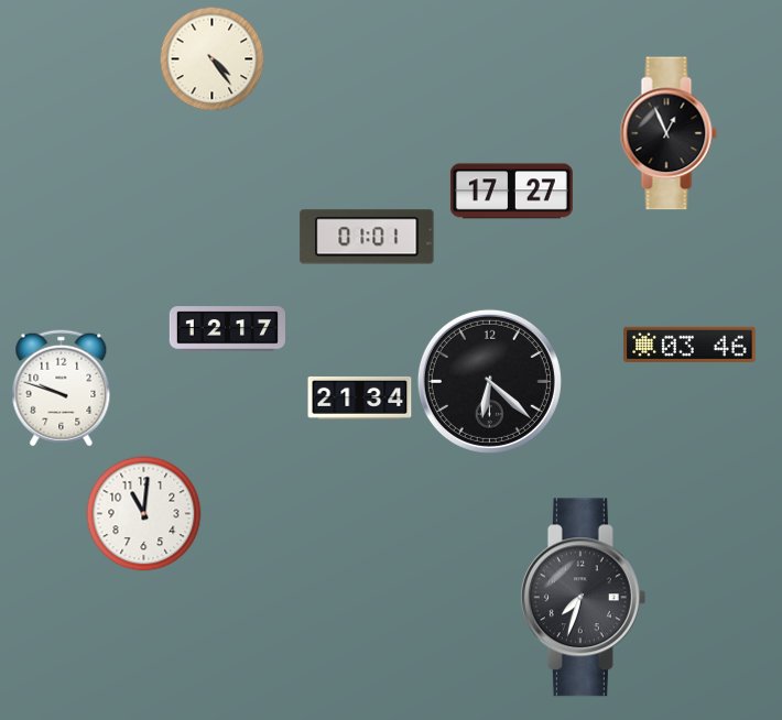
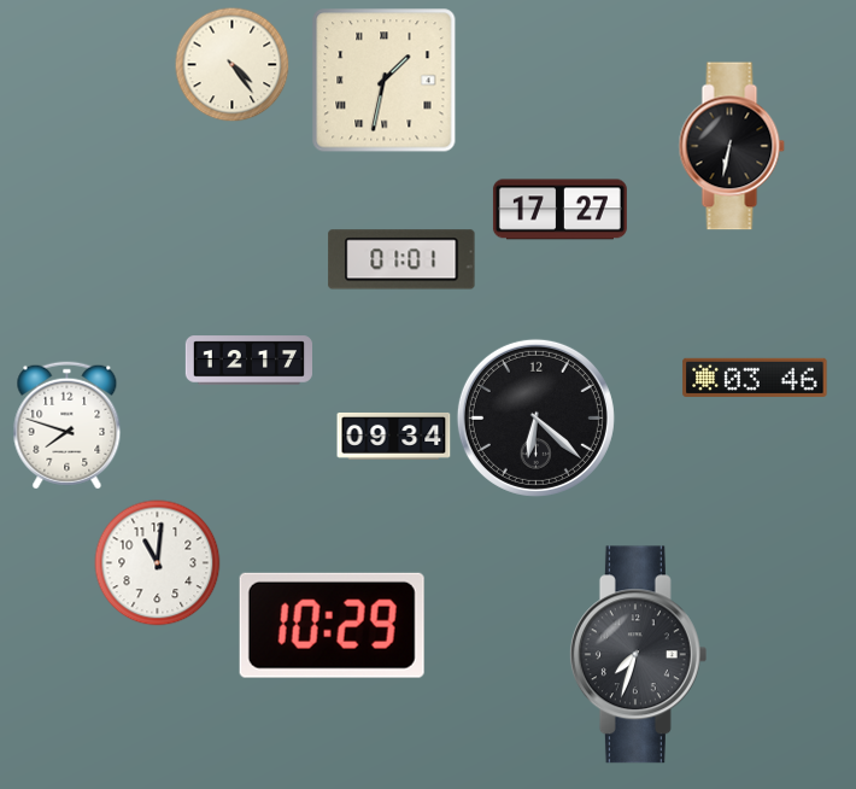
clock at (385, 81): none -> 1:32
clock at (669, 133): 12:56 -> 6:32
clock at (62, 389): 9:48 -> 7:48
clock at (360, 397): 21:34 -> 09:34
clock at (332, 625): none -> 10:29
